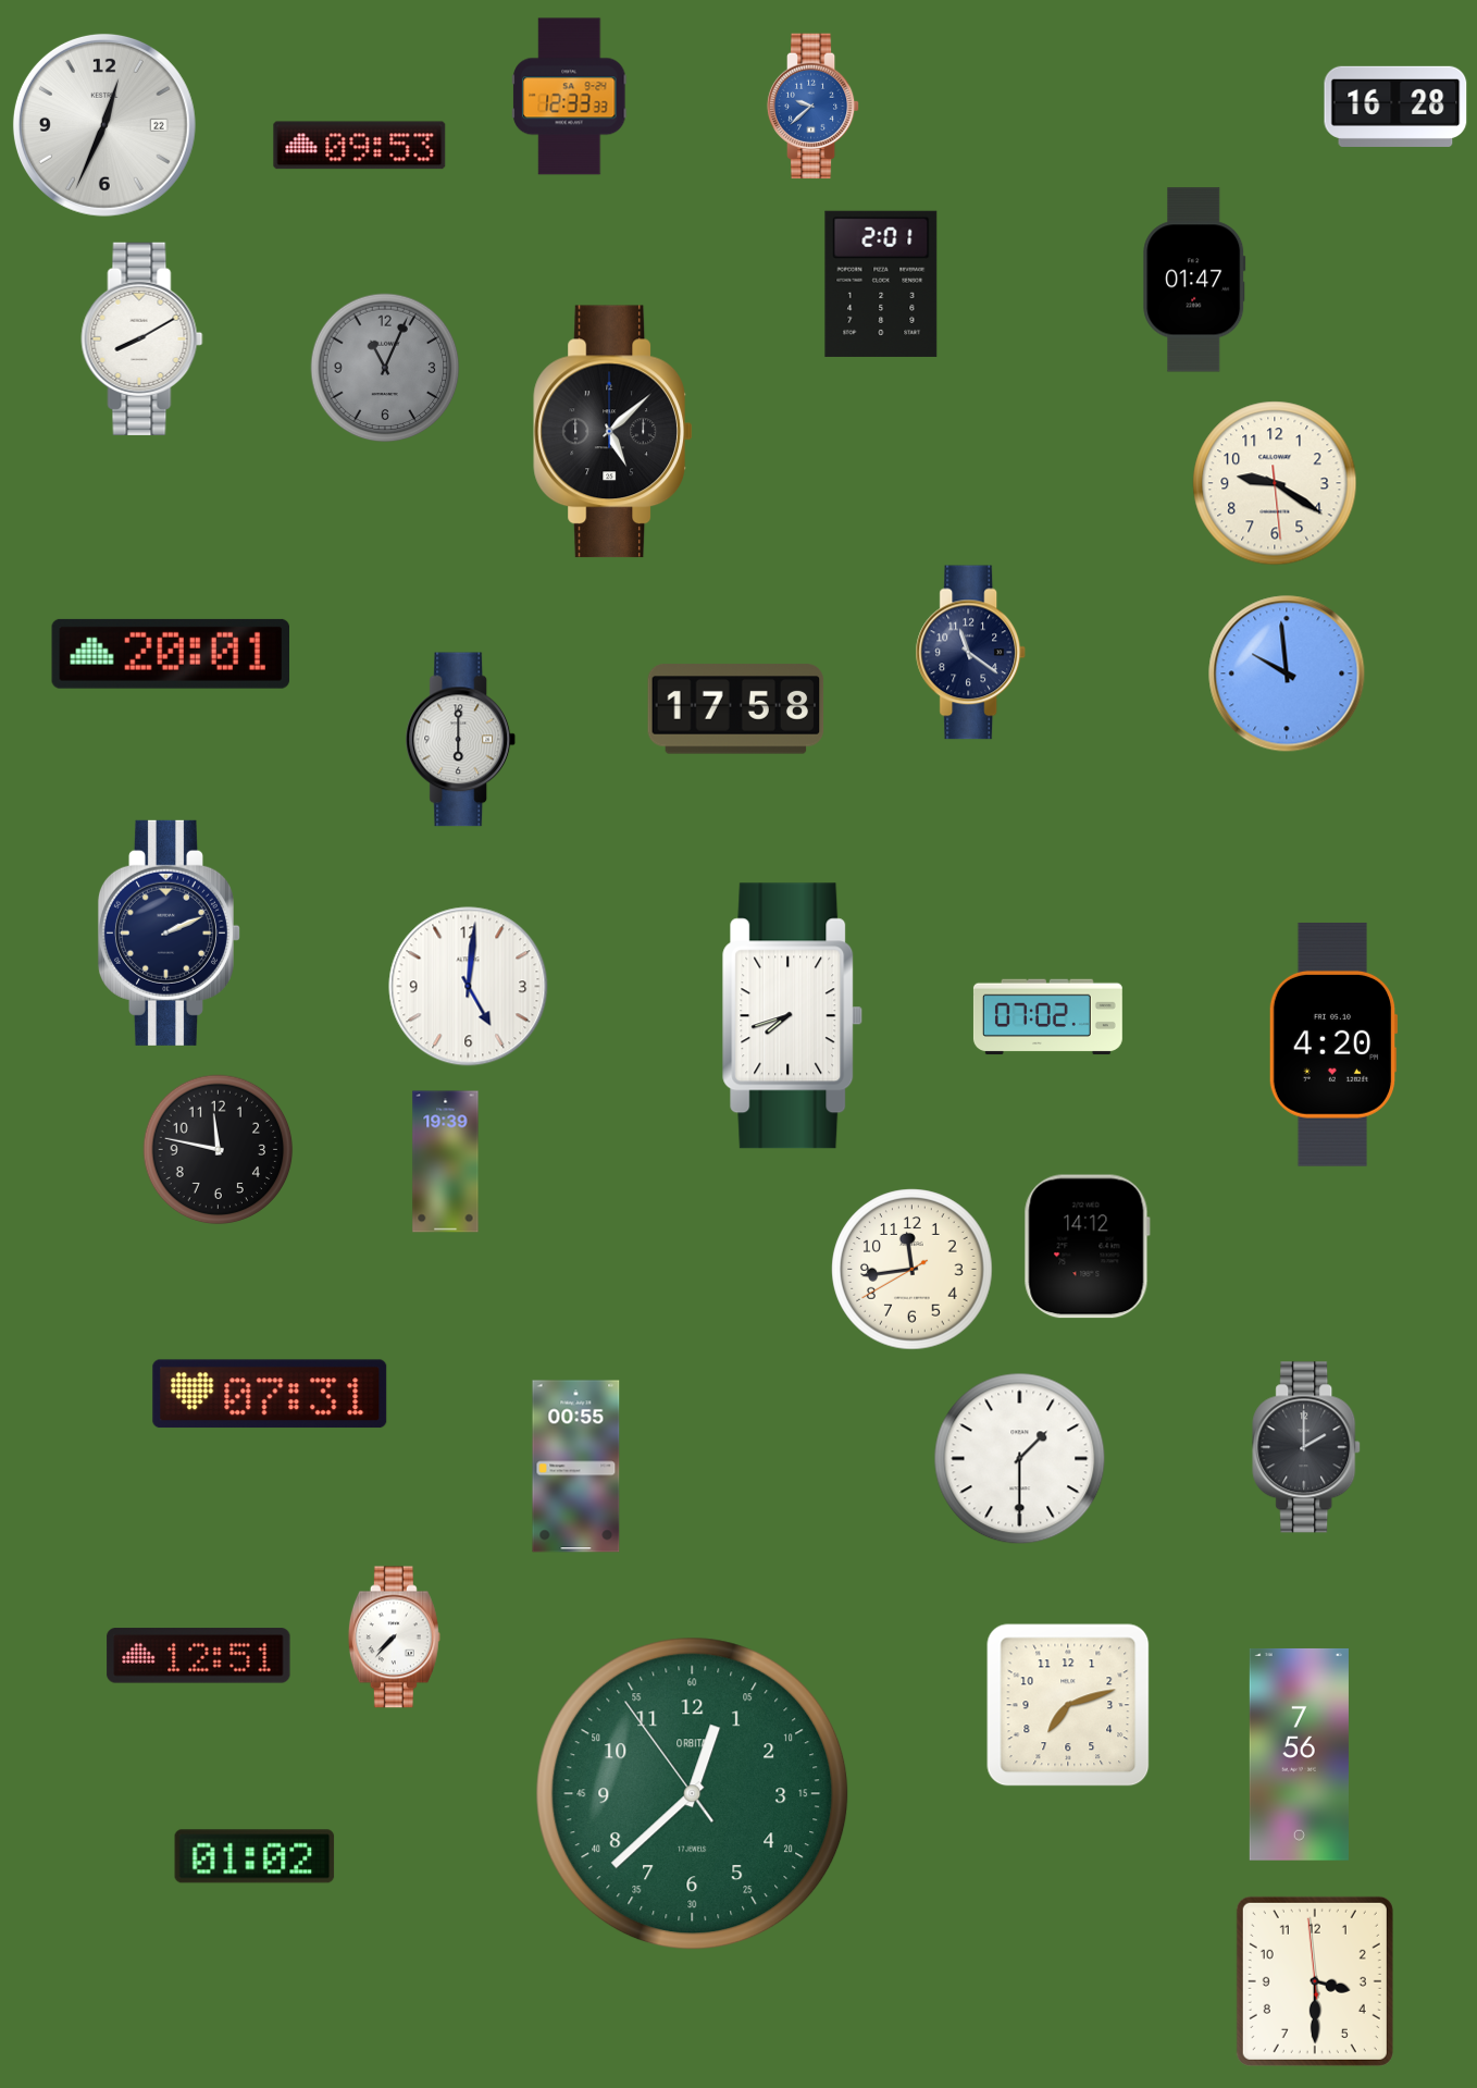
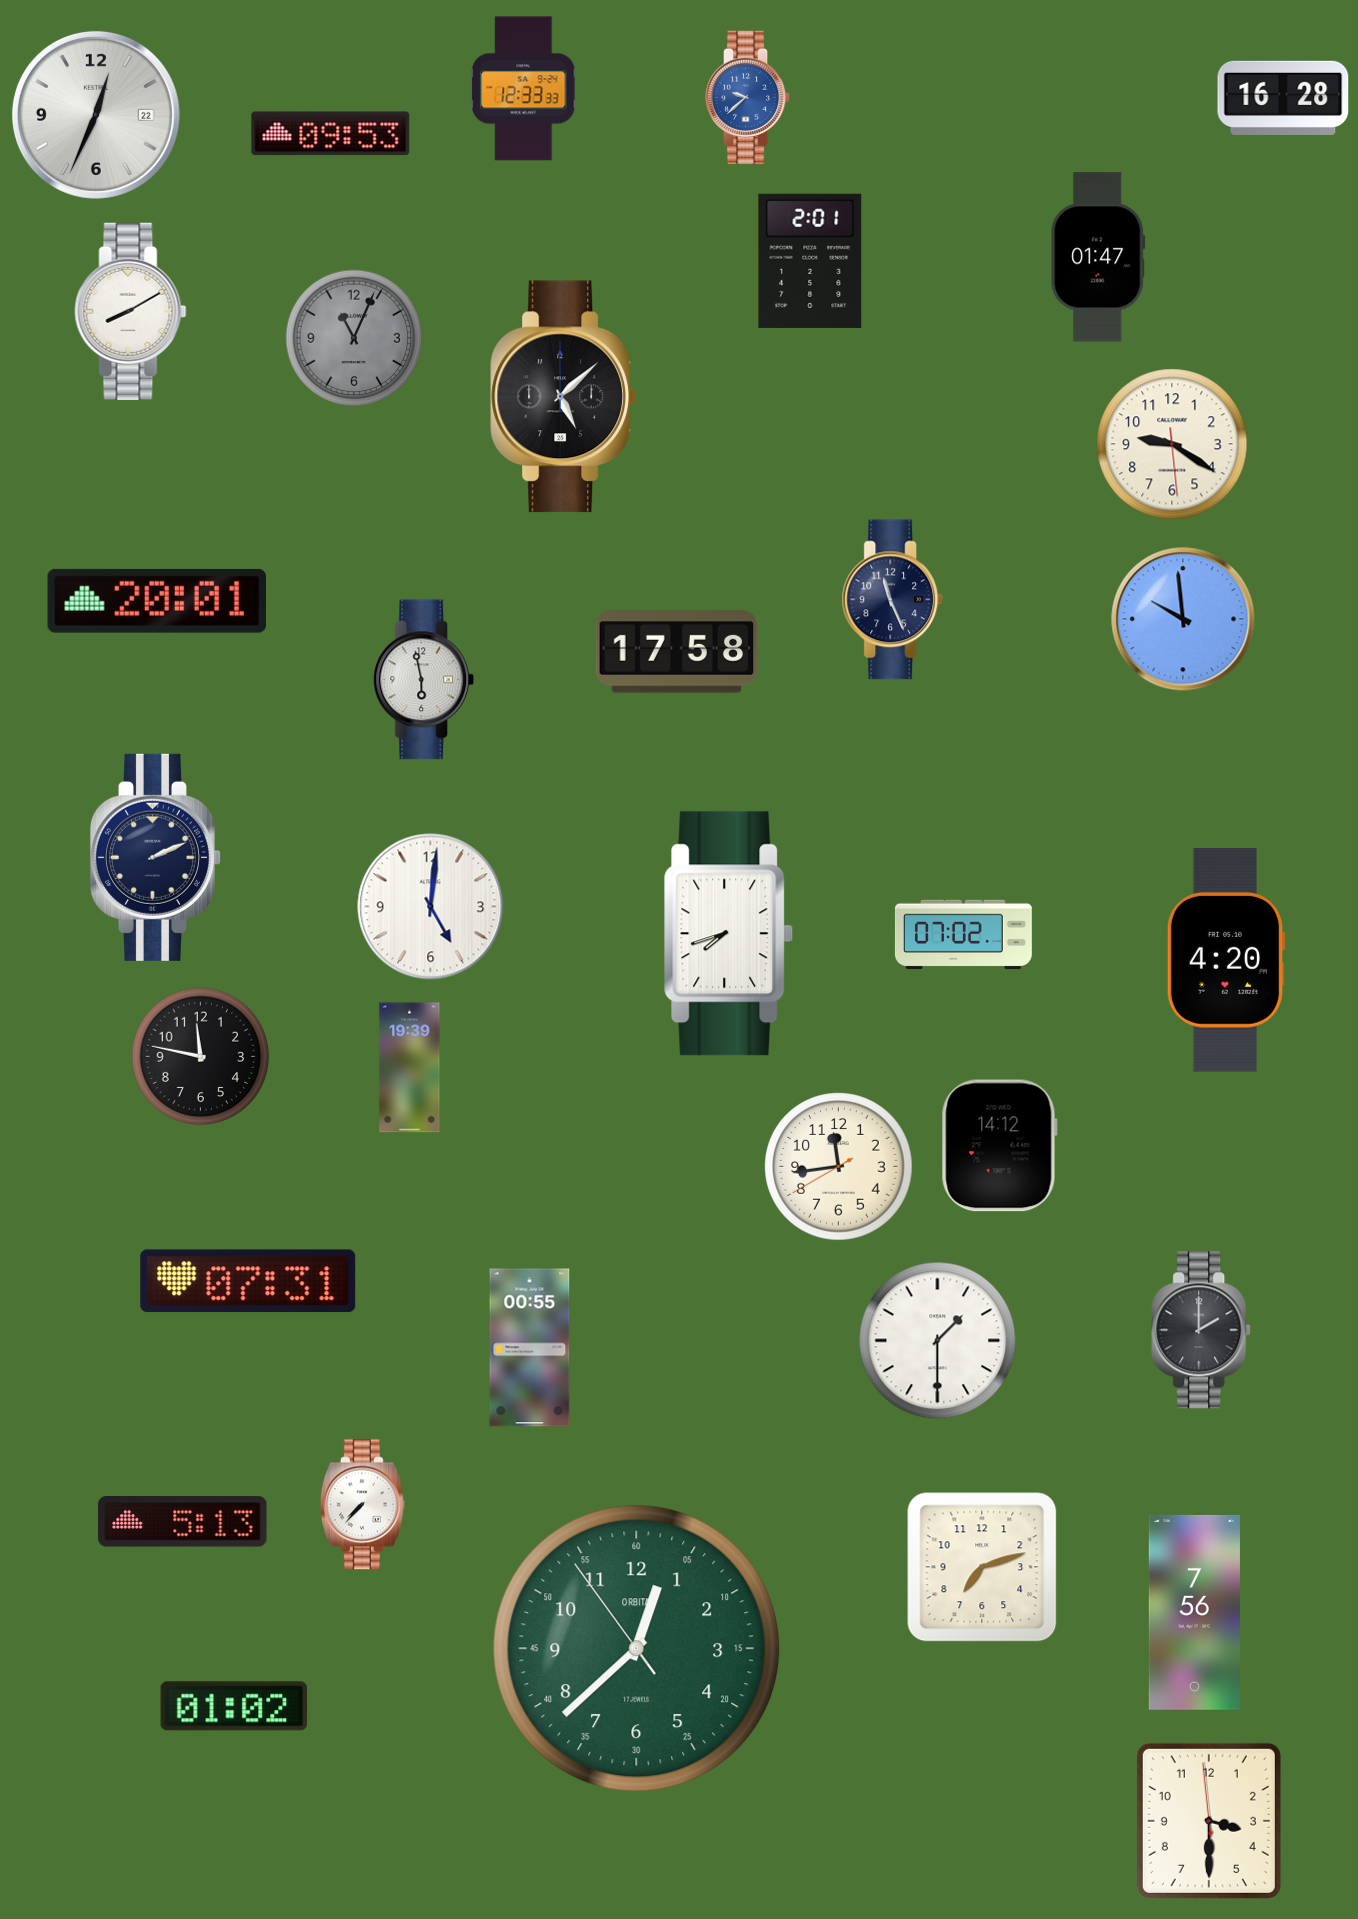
clock at (971, 653): 11:21 -> 11:26
clock at (461, 740): 6:00 -> 5:58
clock at (199, 1656): 12:51 -> 5:13
